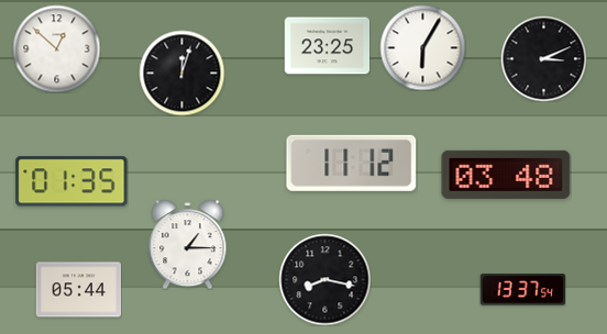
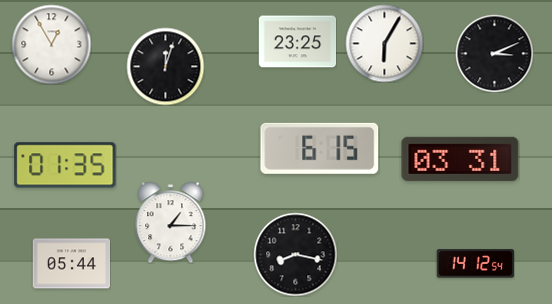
clock at (56, 48): 12:52 -> 12:55
clock at (352, 163): 11:12 -> 6:15
clock at (506, 175): 03:48 -> 03:31
clock at (522, 290): 13:37 -> 14:12
